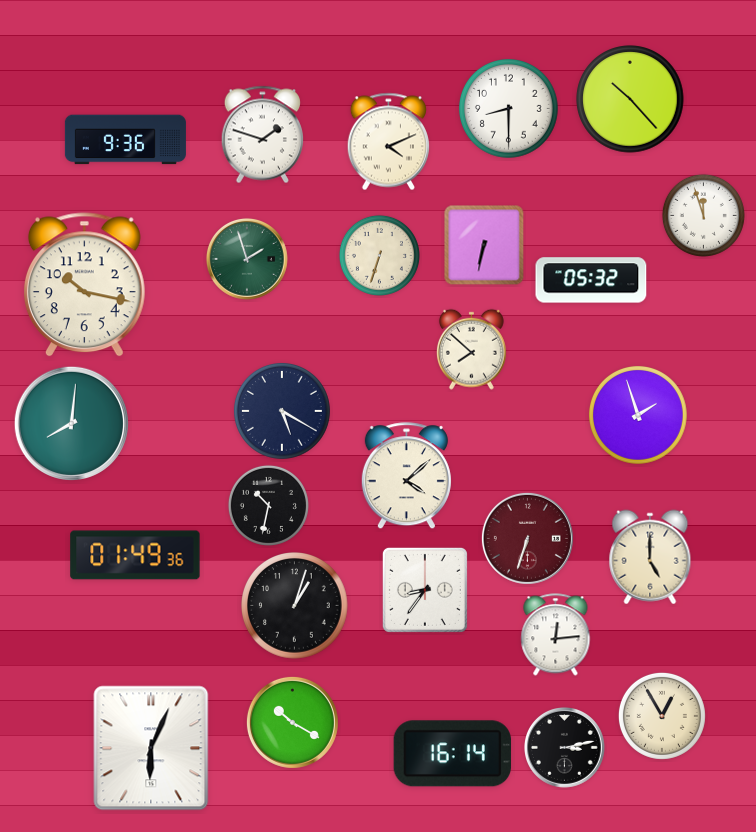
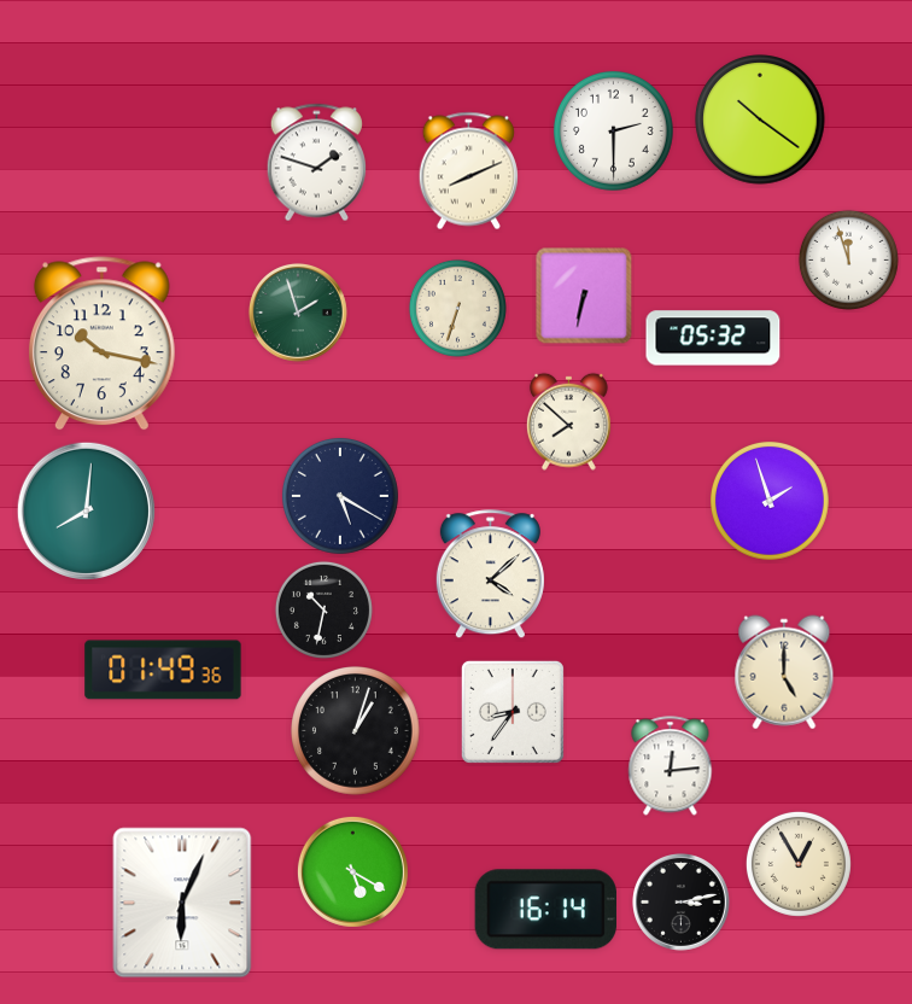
clock at (630, 99): 10:23 -> 10:21
clock at (508, 109): 8:30 -> 2:30
clock at (125, 140): 9:36 -> none
clock at (388, 142): 4:11 -> 8:11
clock at (527, 538): 6:33 -> none
clock at (292, 722): 10:20 -> 5:20
